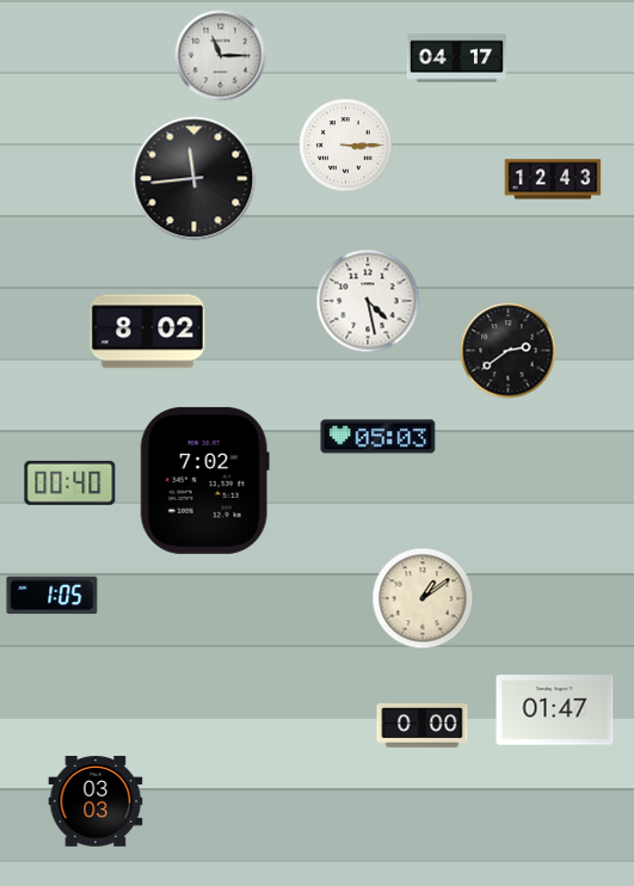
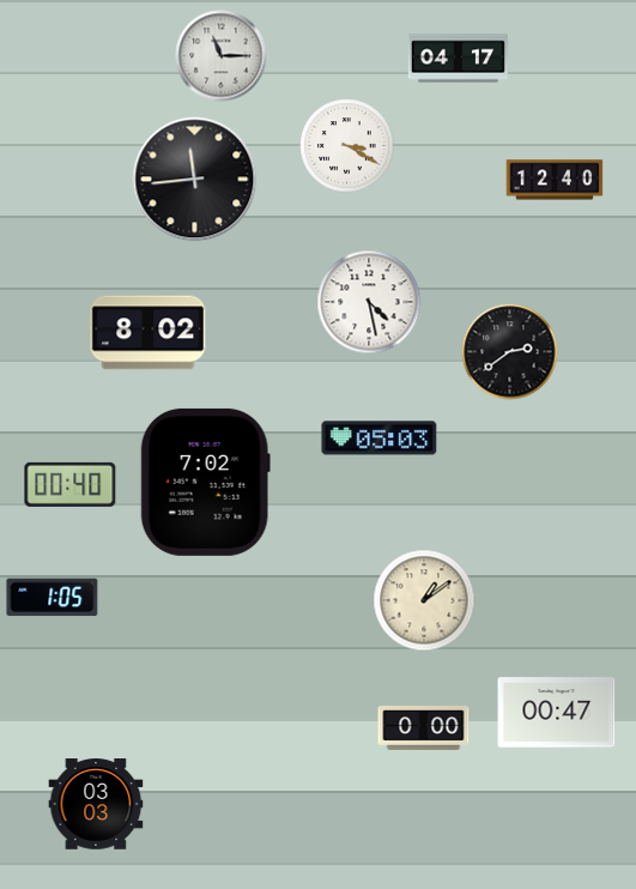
clock at (346, 146): 3:15 -> 3:20
clock at (553, 179): 12:43 -> 12:40
clock at (555, 710): 01:47 -> 00:47
